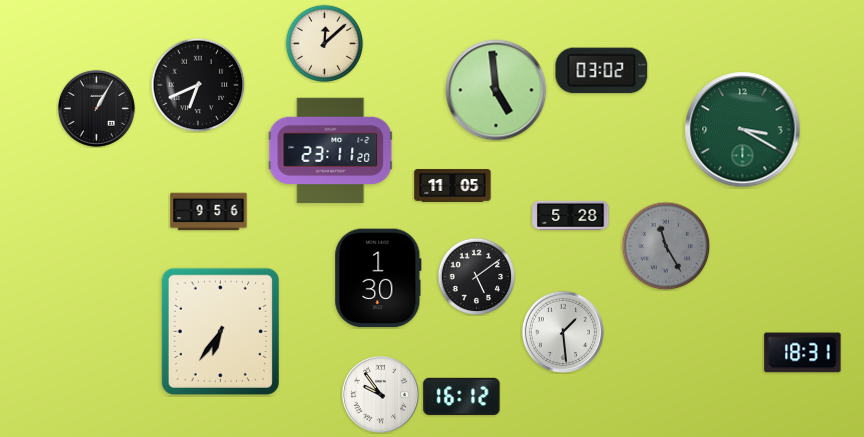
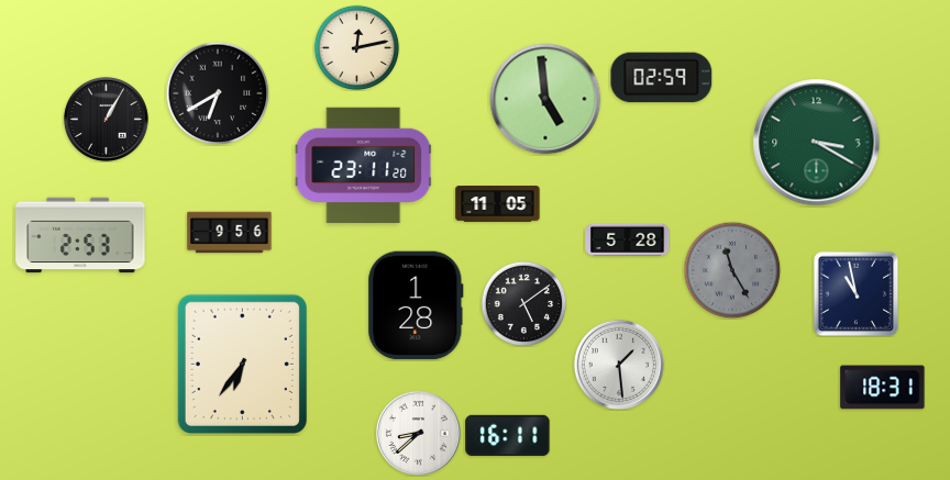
clock at (324, 43): 12:08 -> 12:13
clock at (602, 71): 03:02 -> 02:59
clock at (198, 85): 6:41 -> 6:40
clock at (80, 235): none -> 2:53
clock at (571, 215) position: (571, 215) -> (628, 239)
clock at (855, 293): none -> 10:58
clock at (378, 278): 1:30 -> 1:28
clock at (380, 394): 9:54 -> 8:38
clock at (462, 396): 16:12 -> 16:11
